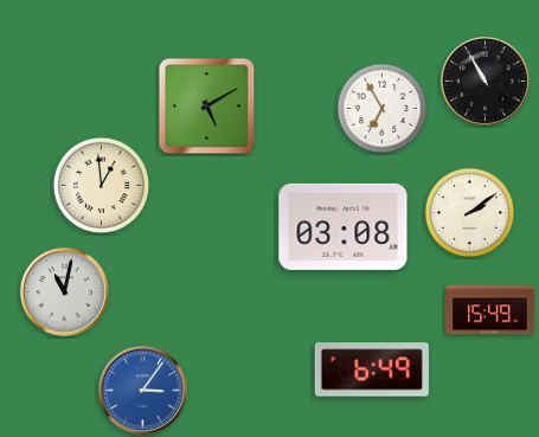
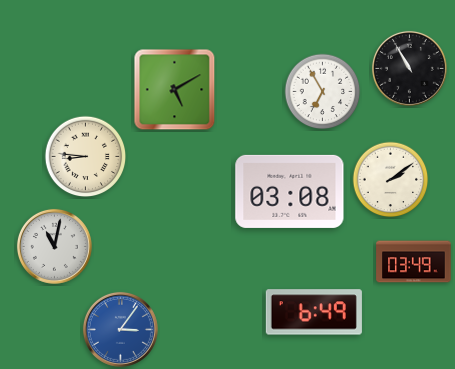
clock at (102, 186): 12:59 -> 8:46
clock at (470, 213) position: (470, 213) -> (391, 180)
clock at (490, 310): 15:49 -> 03:49
